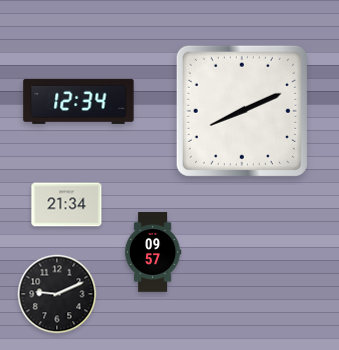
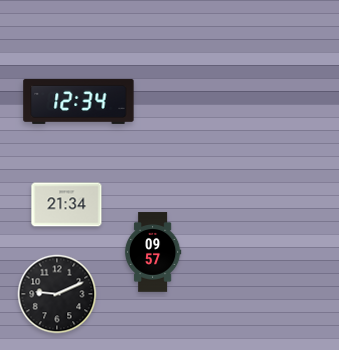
clock at (242, 111): 8:11 -> none
